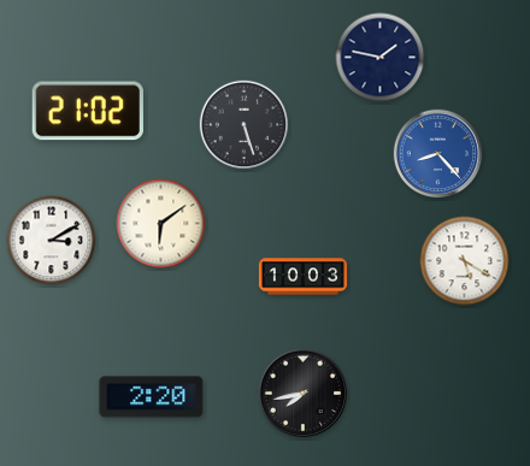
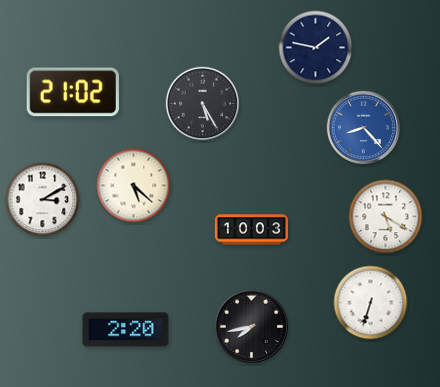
clock at (245, 125): 5:27 -> 5:25
clock at (161, 224): 6:09 -> 5:22
clock at (371, 303): none -> 6:33
